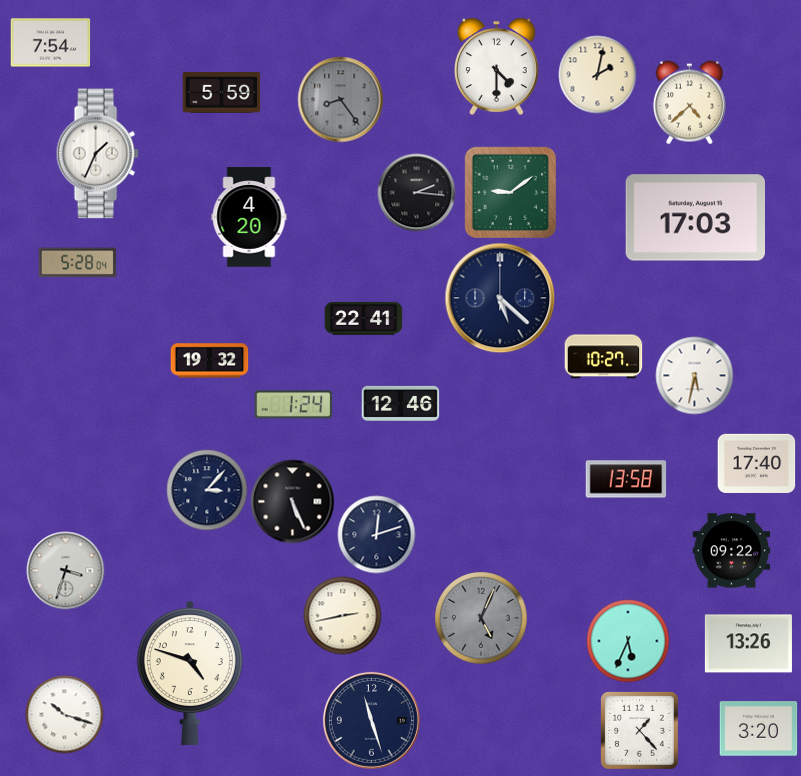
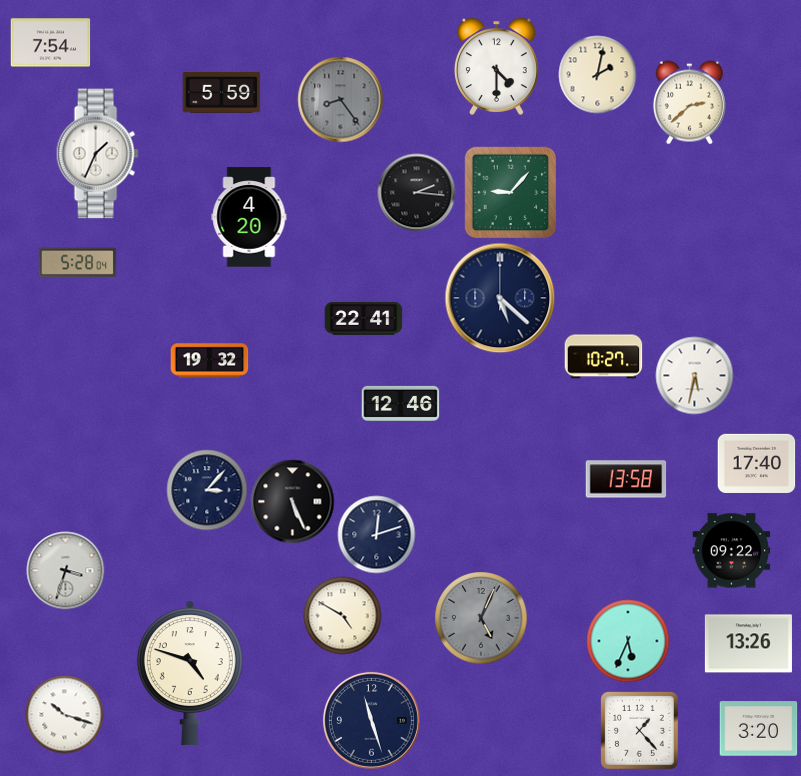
clock at (689, 102): 4:38 -> 2:38
clock at (510, 192): 9:09 -> 9:07
clock at (695, 218): 17:03 -> none
clock at (293, 405): 1:24 -> none
clock at (342, 615): 2:43 -> 4:50
